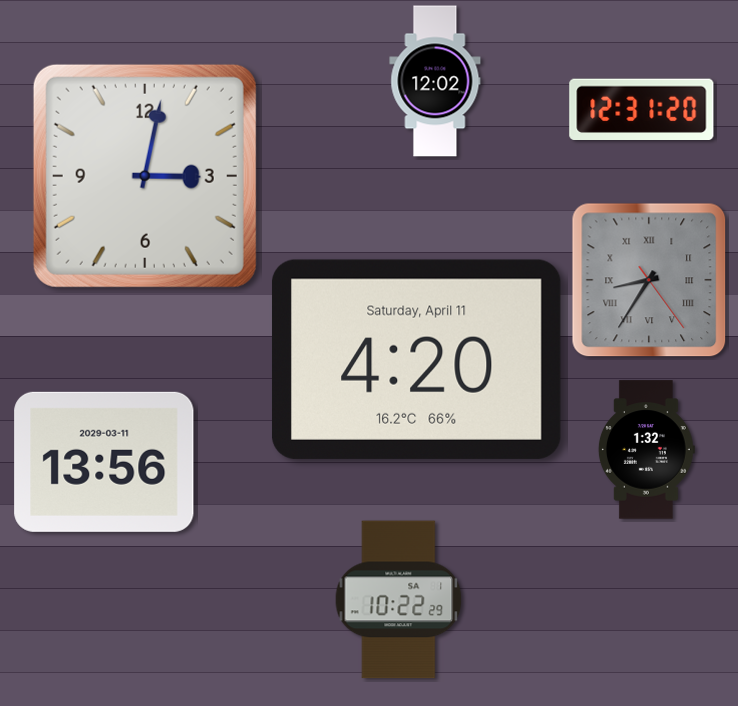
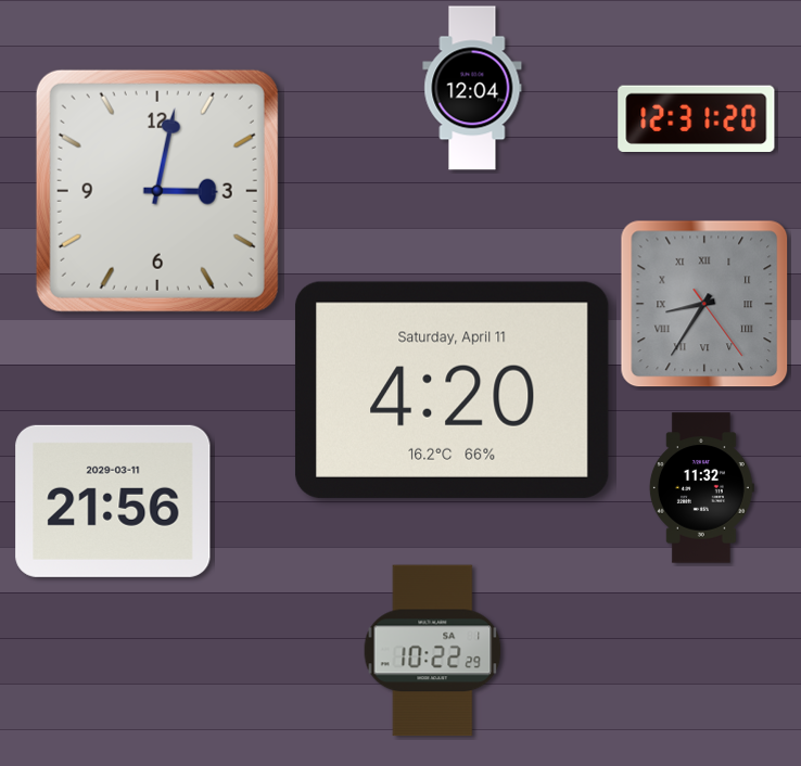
clock at (435, 81): 12:02 -> 12:04
clock at (646, 450): 1:32 -> 11:32
clock at (104, 462): 13:56 -> 21:56
